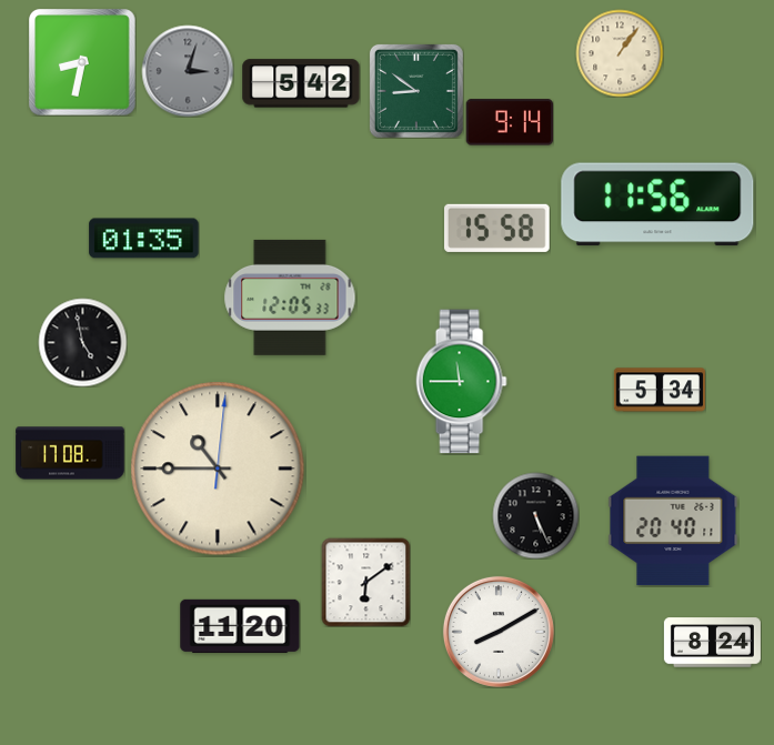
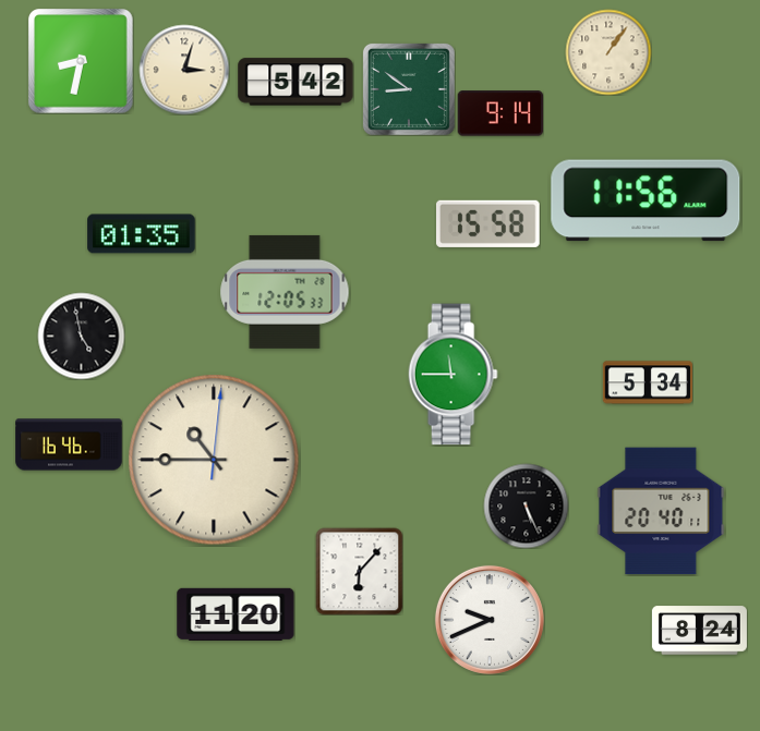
clock at (188, 71) dial: grey -> cream
clock at (510, 122) position: (510, 122) -> (500, 113)
clock at (70, 453): 17:08 -> 16:46
clock at (365, 582): 6:09 -> 6:07
clock at (499, 632): 8:10 -> 9:41
